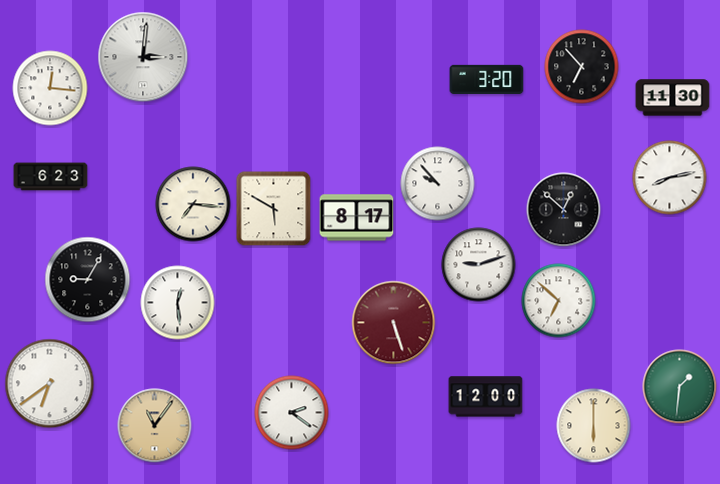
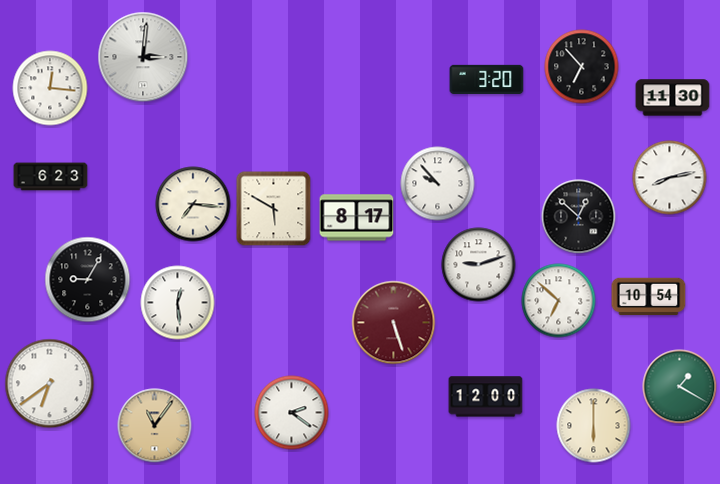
clock at (564, 210) position: (564, 210) -> (579, 217)
clock at (649, 297): none -> 10:54
clock at (680, 387): 1:31 -> 1:20
